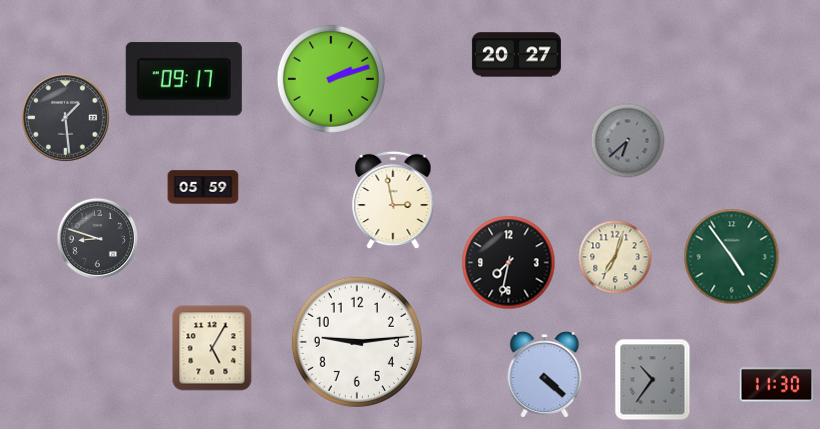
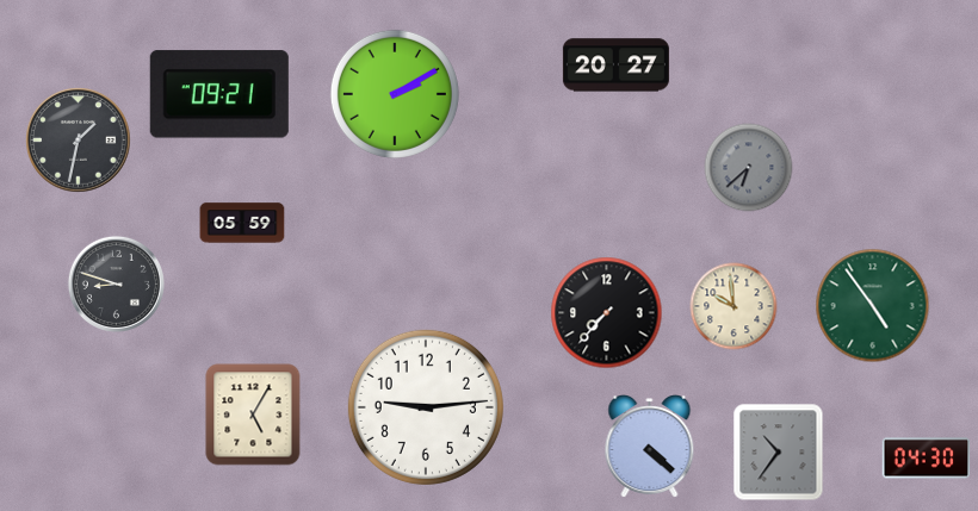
clock at (184, 79): 09:17 -> 09:21
clock at (331, 79): 2:12 -> 2:10
clock at (66, 118): 1:29 -> 1:32
clock at (393, 200): 2:58 -> none
clock at (615, 257): 7:03 -> 9:59
clock at (509, 263): 7:32 -> 7:37
clock at (777, 385): 11:30 -> 04:30
